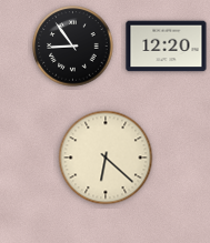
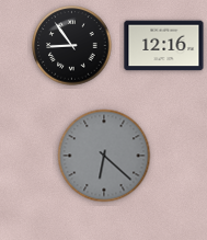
clock at (167, 47): 12:20 -> 12:16
clock at (106, 158) dial: cream -> grey
